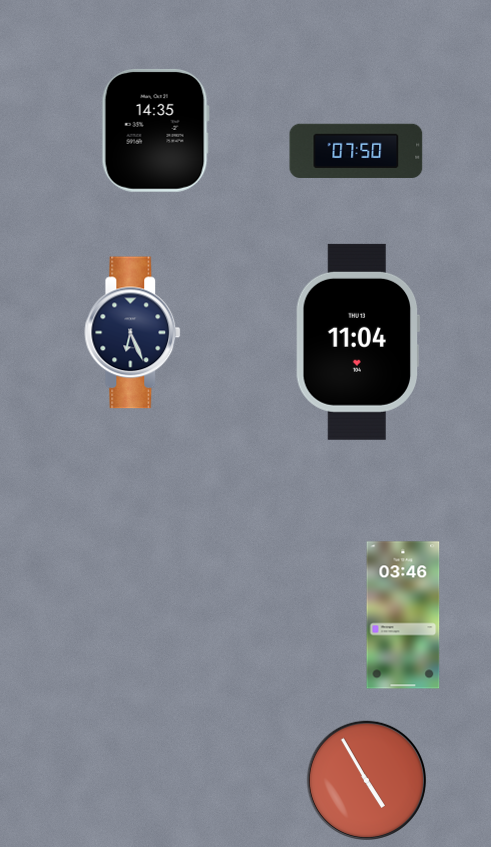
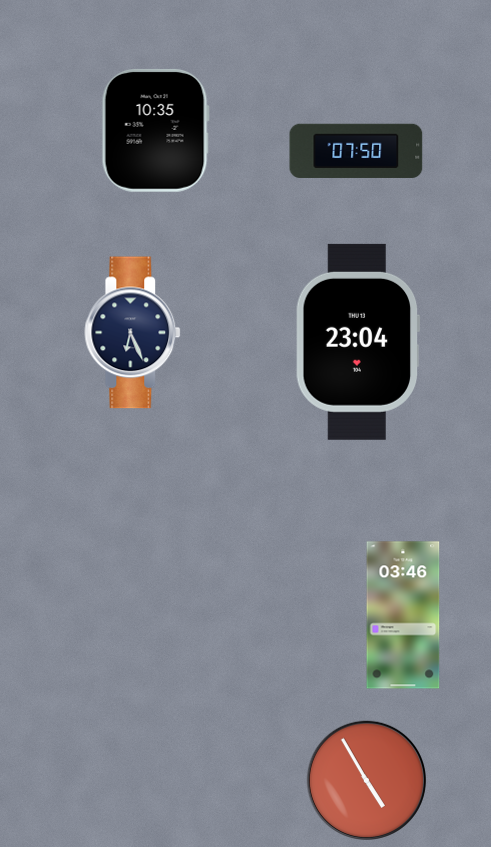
clock at (155, 130): 14:35 -> 10:35
clock at (358, 342): 11:04 -> 23:04
